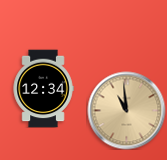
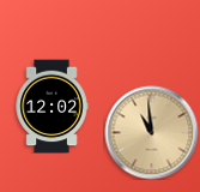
clock at (43, 88): 12:34 -> 12:02
